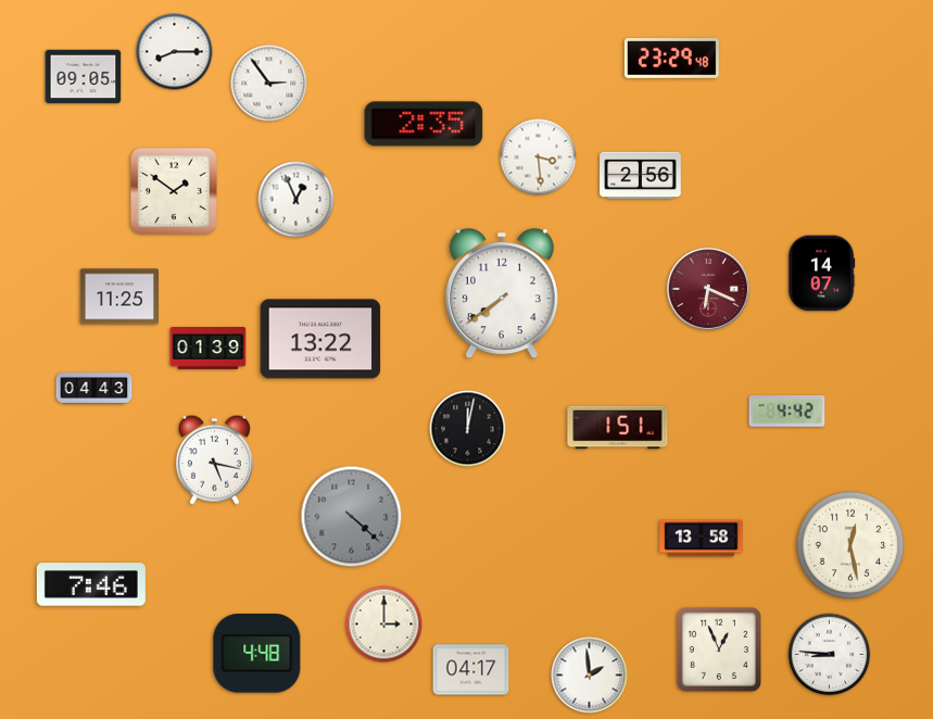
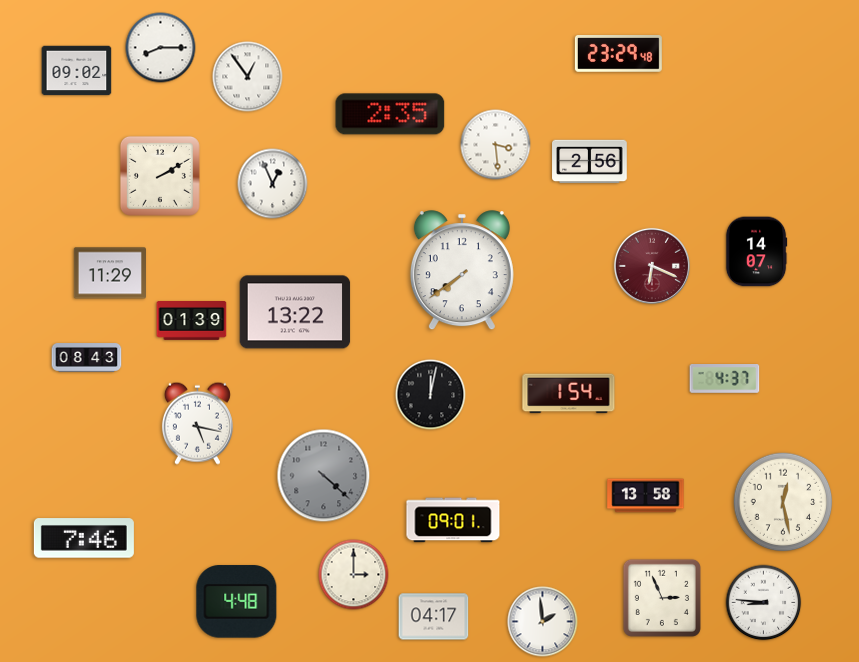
clock at (84, 77): 09:05 -> 09:02
clock at (269, 84): 2:54 -> 12:54
clock at (174, 191): 1:51 -> 2:10
clock at (118, 297): 11:25 -> 11:29
clock at (94, 389): 04:43 -> 08:43
clock at (787, 412): 4:42 -> 4:37
clock at (618, 428): 1:51 -> 1:54
clock at (453, 520): none -> 09:01
clock at (719, 649): 12:56 -> 2:56
